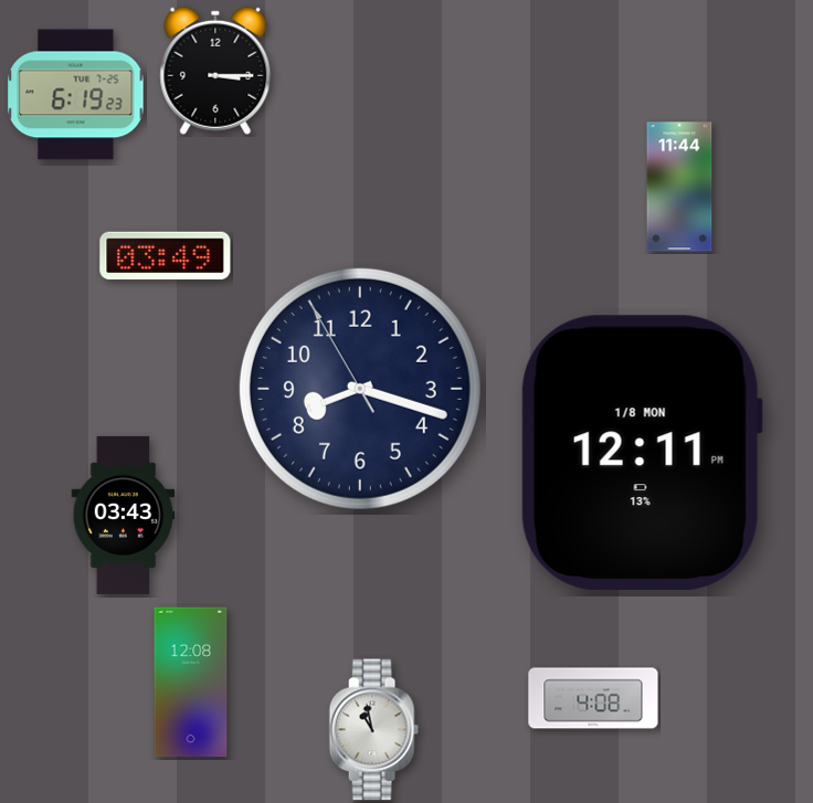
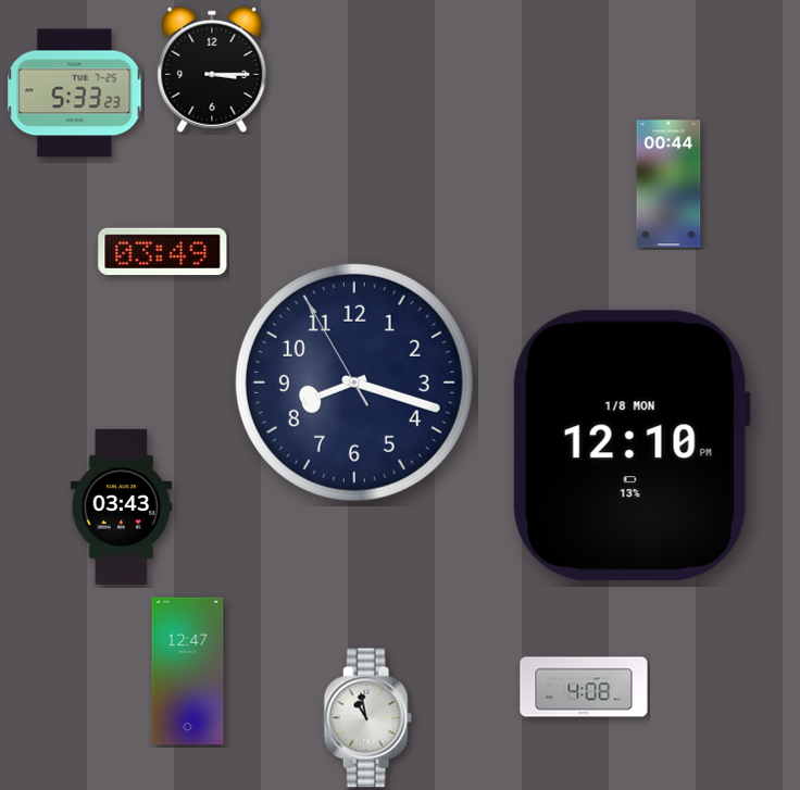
clock at (76, 95): 6:19 -> 5:33
clock at (679, 187): 11:44 -> 00:44
clock at (642, 453): 12:11 -> 12:10
clock at (191, 683): 12:08 -> 12:47
